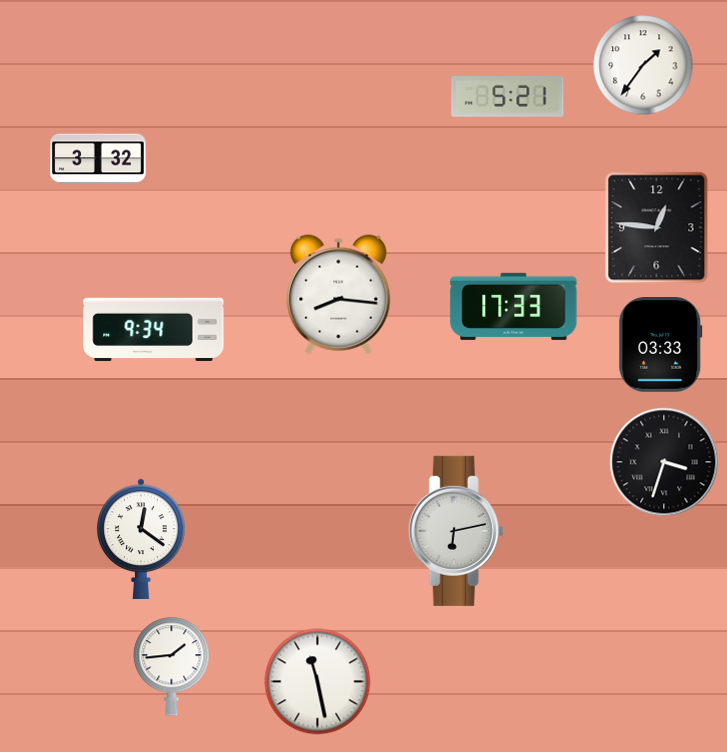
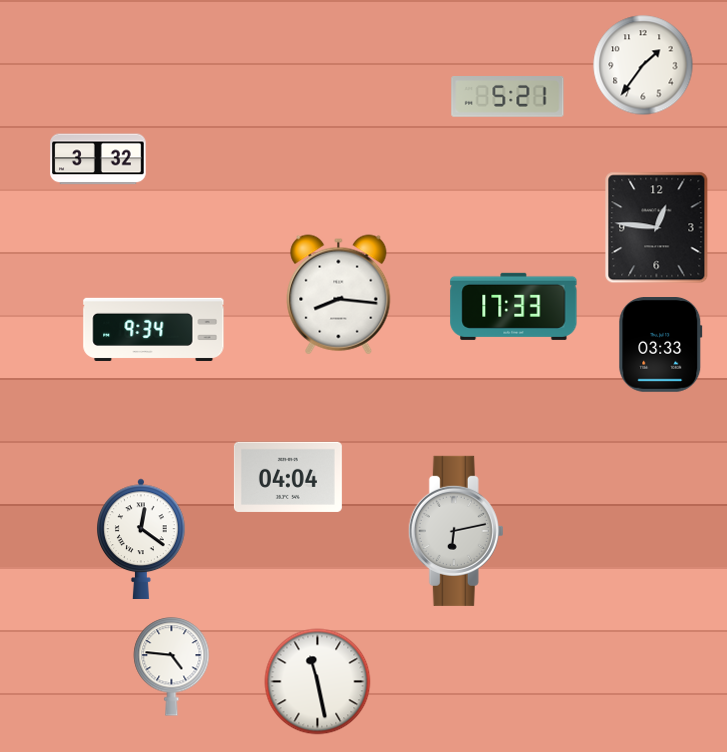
clock at (664, 462): 3:33 -> none
clock at (288, 477): none -> 04:04
clock at (172, 667): 1:44 -> 4:46
